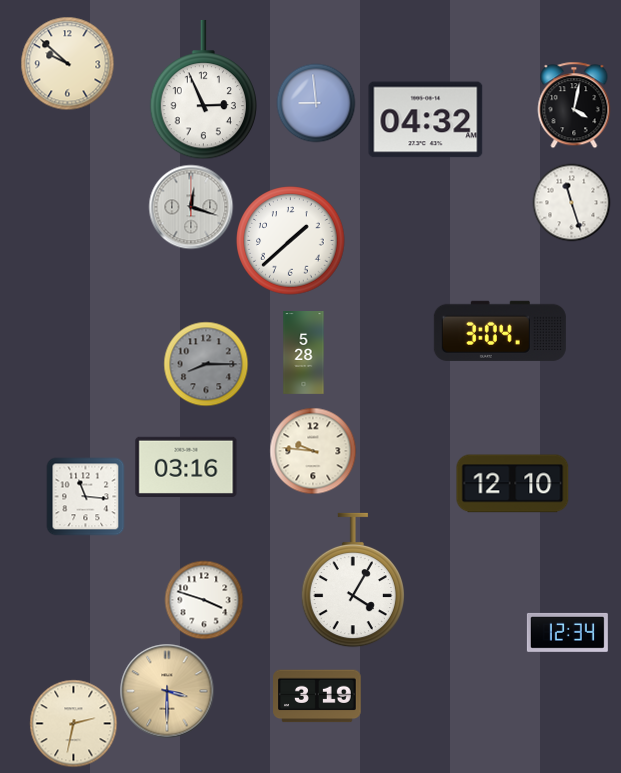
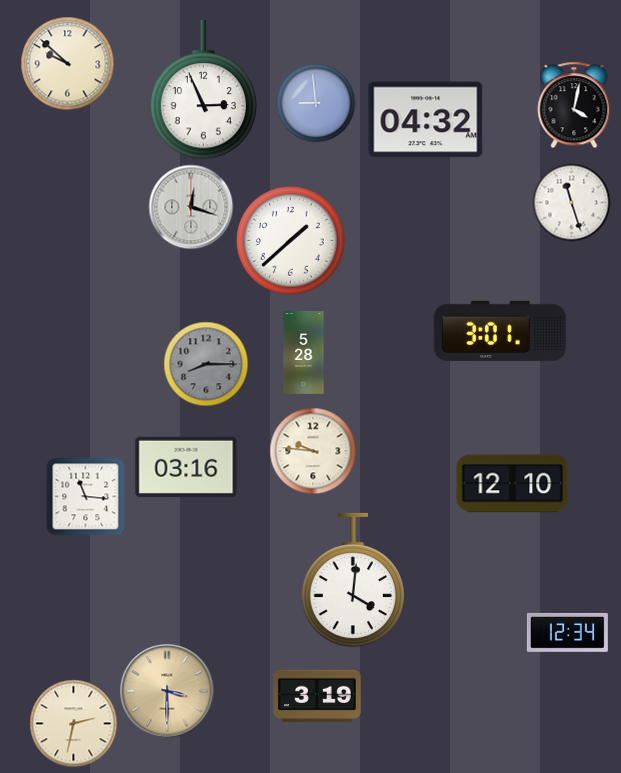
clock at (500, 331): 3:04 -> 3:01
clock at (353, 580): 4:05 -> 4:01
clock at (204, 600): 3:48 -> none
